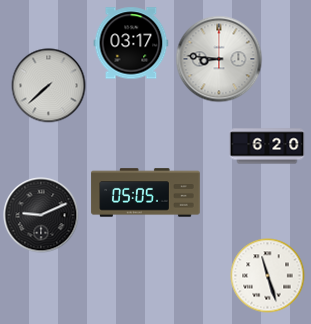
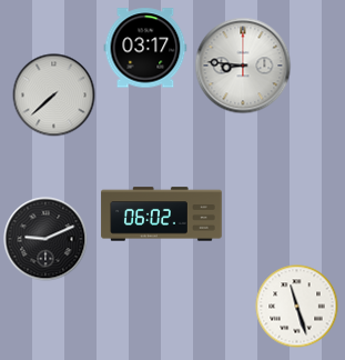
clock at (267, 146): 6:20 -> none
clock at (146, 193): 05:05 -> 06:02
